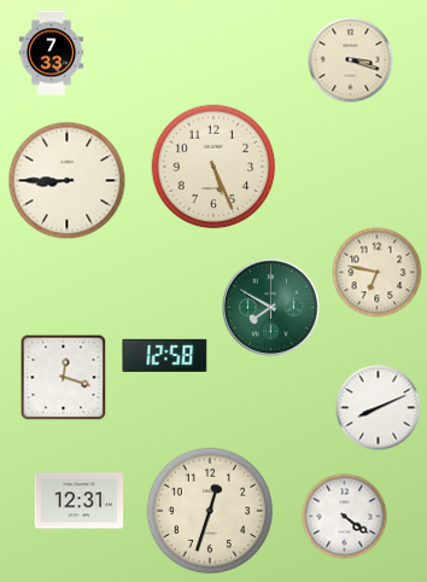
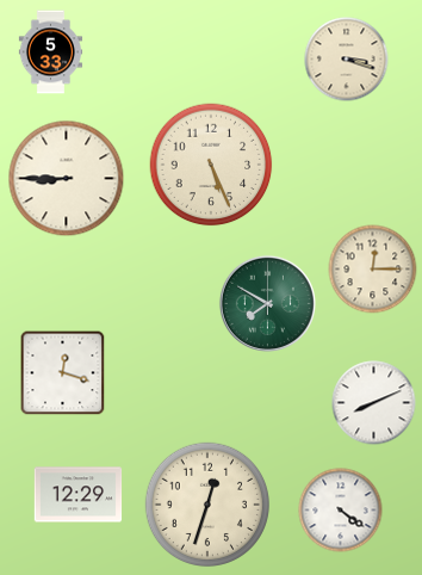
clock at (51, 53): 7:33 -> 5:33
clock at (378, 273): 6:47 -> 12:15
clock at (165, 355): 12:58 -> none
clock at (80, 501): 12:31 -> 12:29
